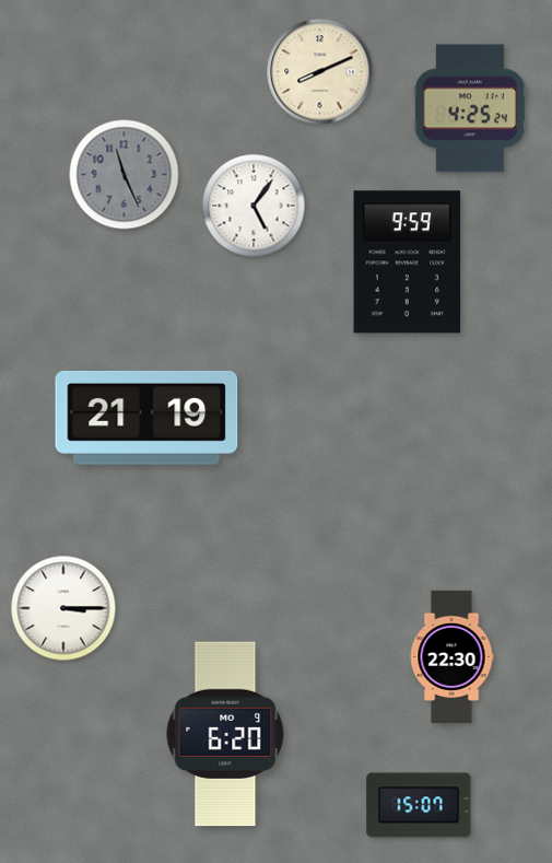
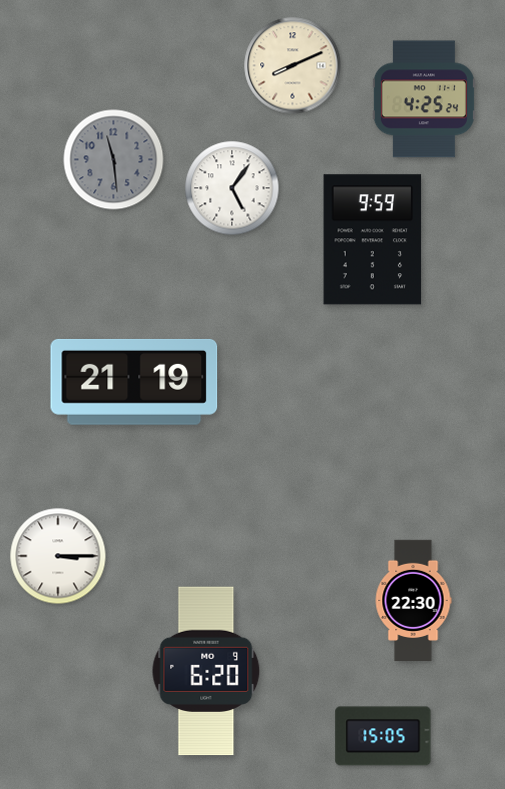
clock at (470, 108) position: (470, 108) -> (424, 99)
clock at (125, 175): 11:26 -> 11:29
clock at (419, 805): 15:07 -> 15:05
